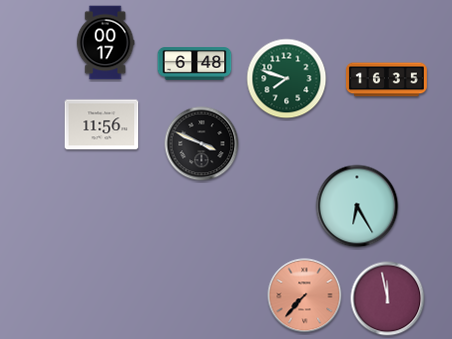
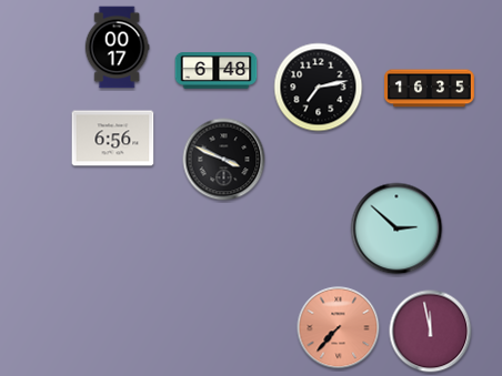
clock at (287, 79): 7:48 -> 7:13
clock at (287, 79) dial: green -> black
clock at (102, 125): 11:56 -> 6:56
clock at (357, 206): 6:25 -> 2:52
